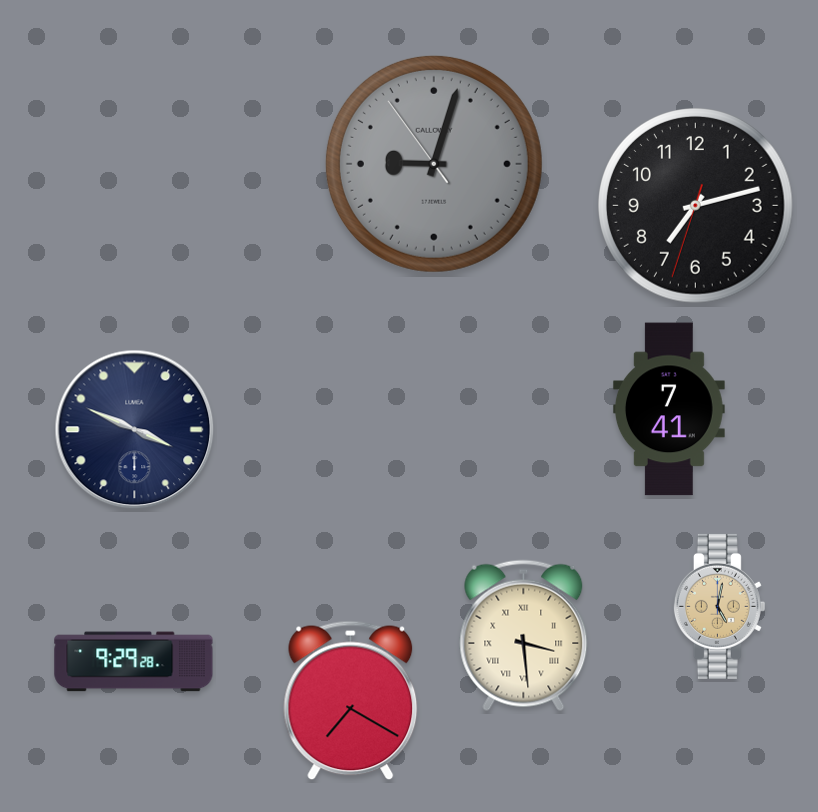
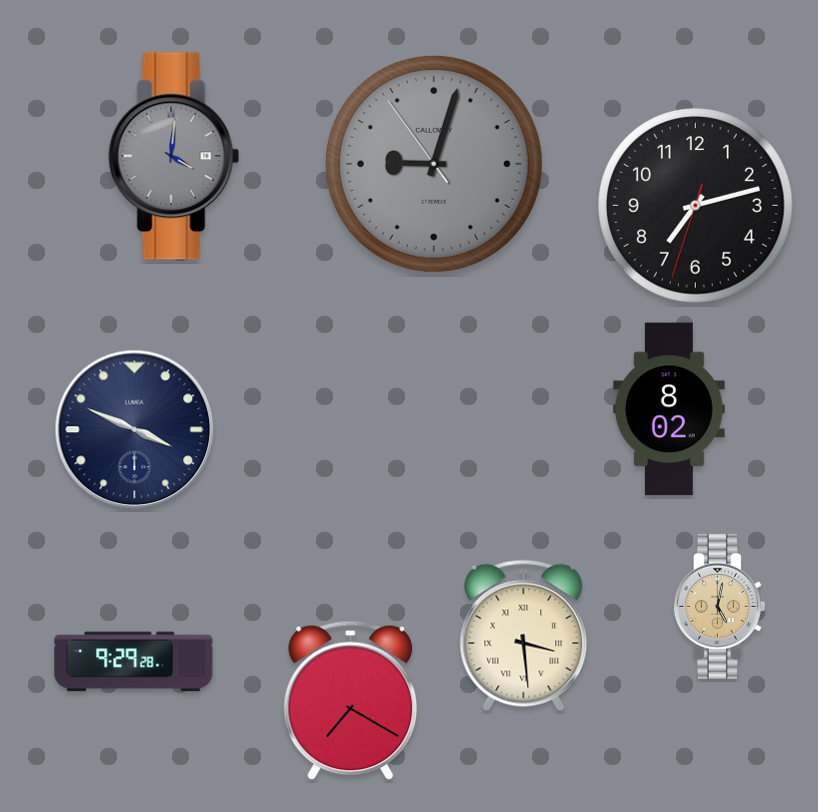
clock at (174, 156): none -> 4:01
clock at (669, 409): 7:41 -> 8:02
